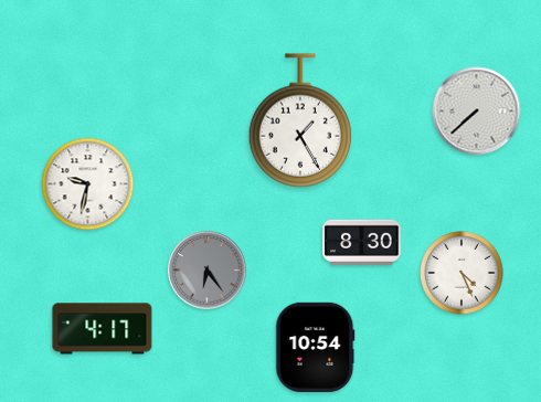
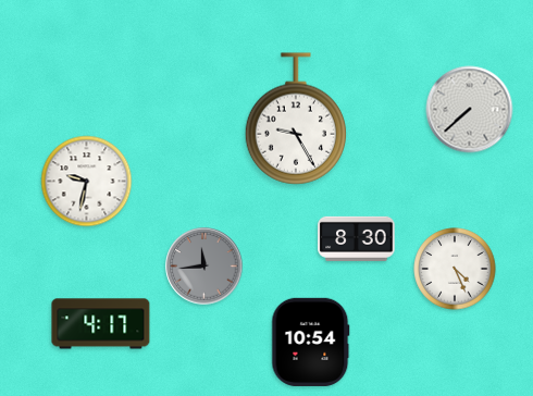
clock at (299, 120): 1:25 -> 9:25
clock at (208, 271): 6:24 -> 11:44
